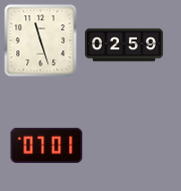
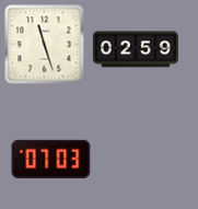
clock at (47, 145): 07:01 -> 07:03
